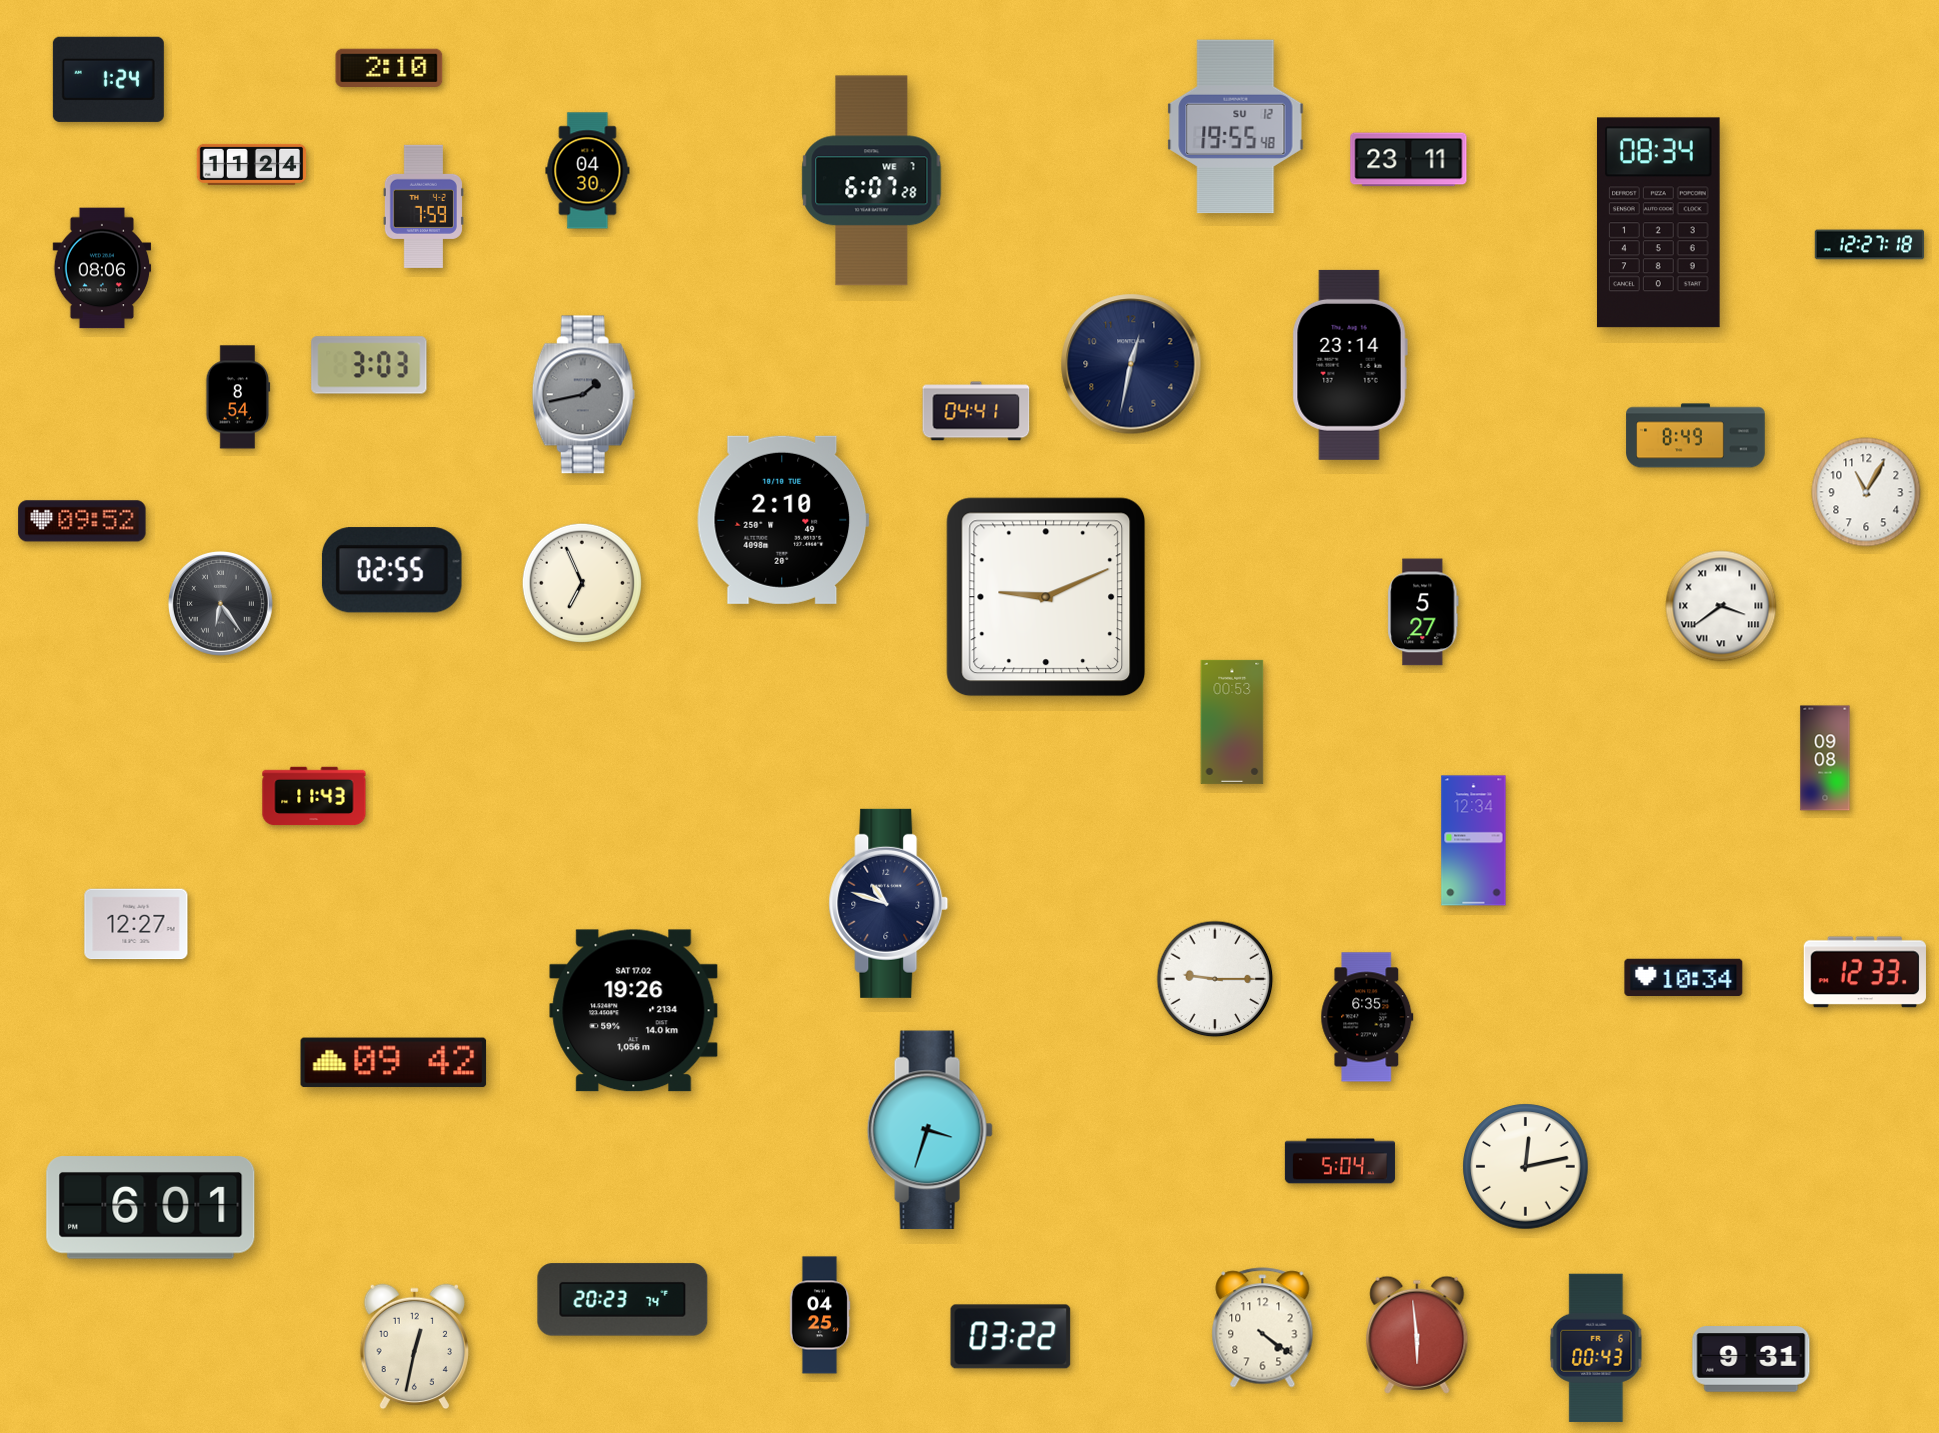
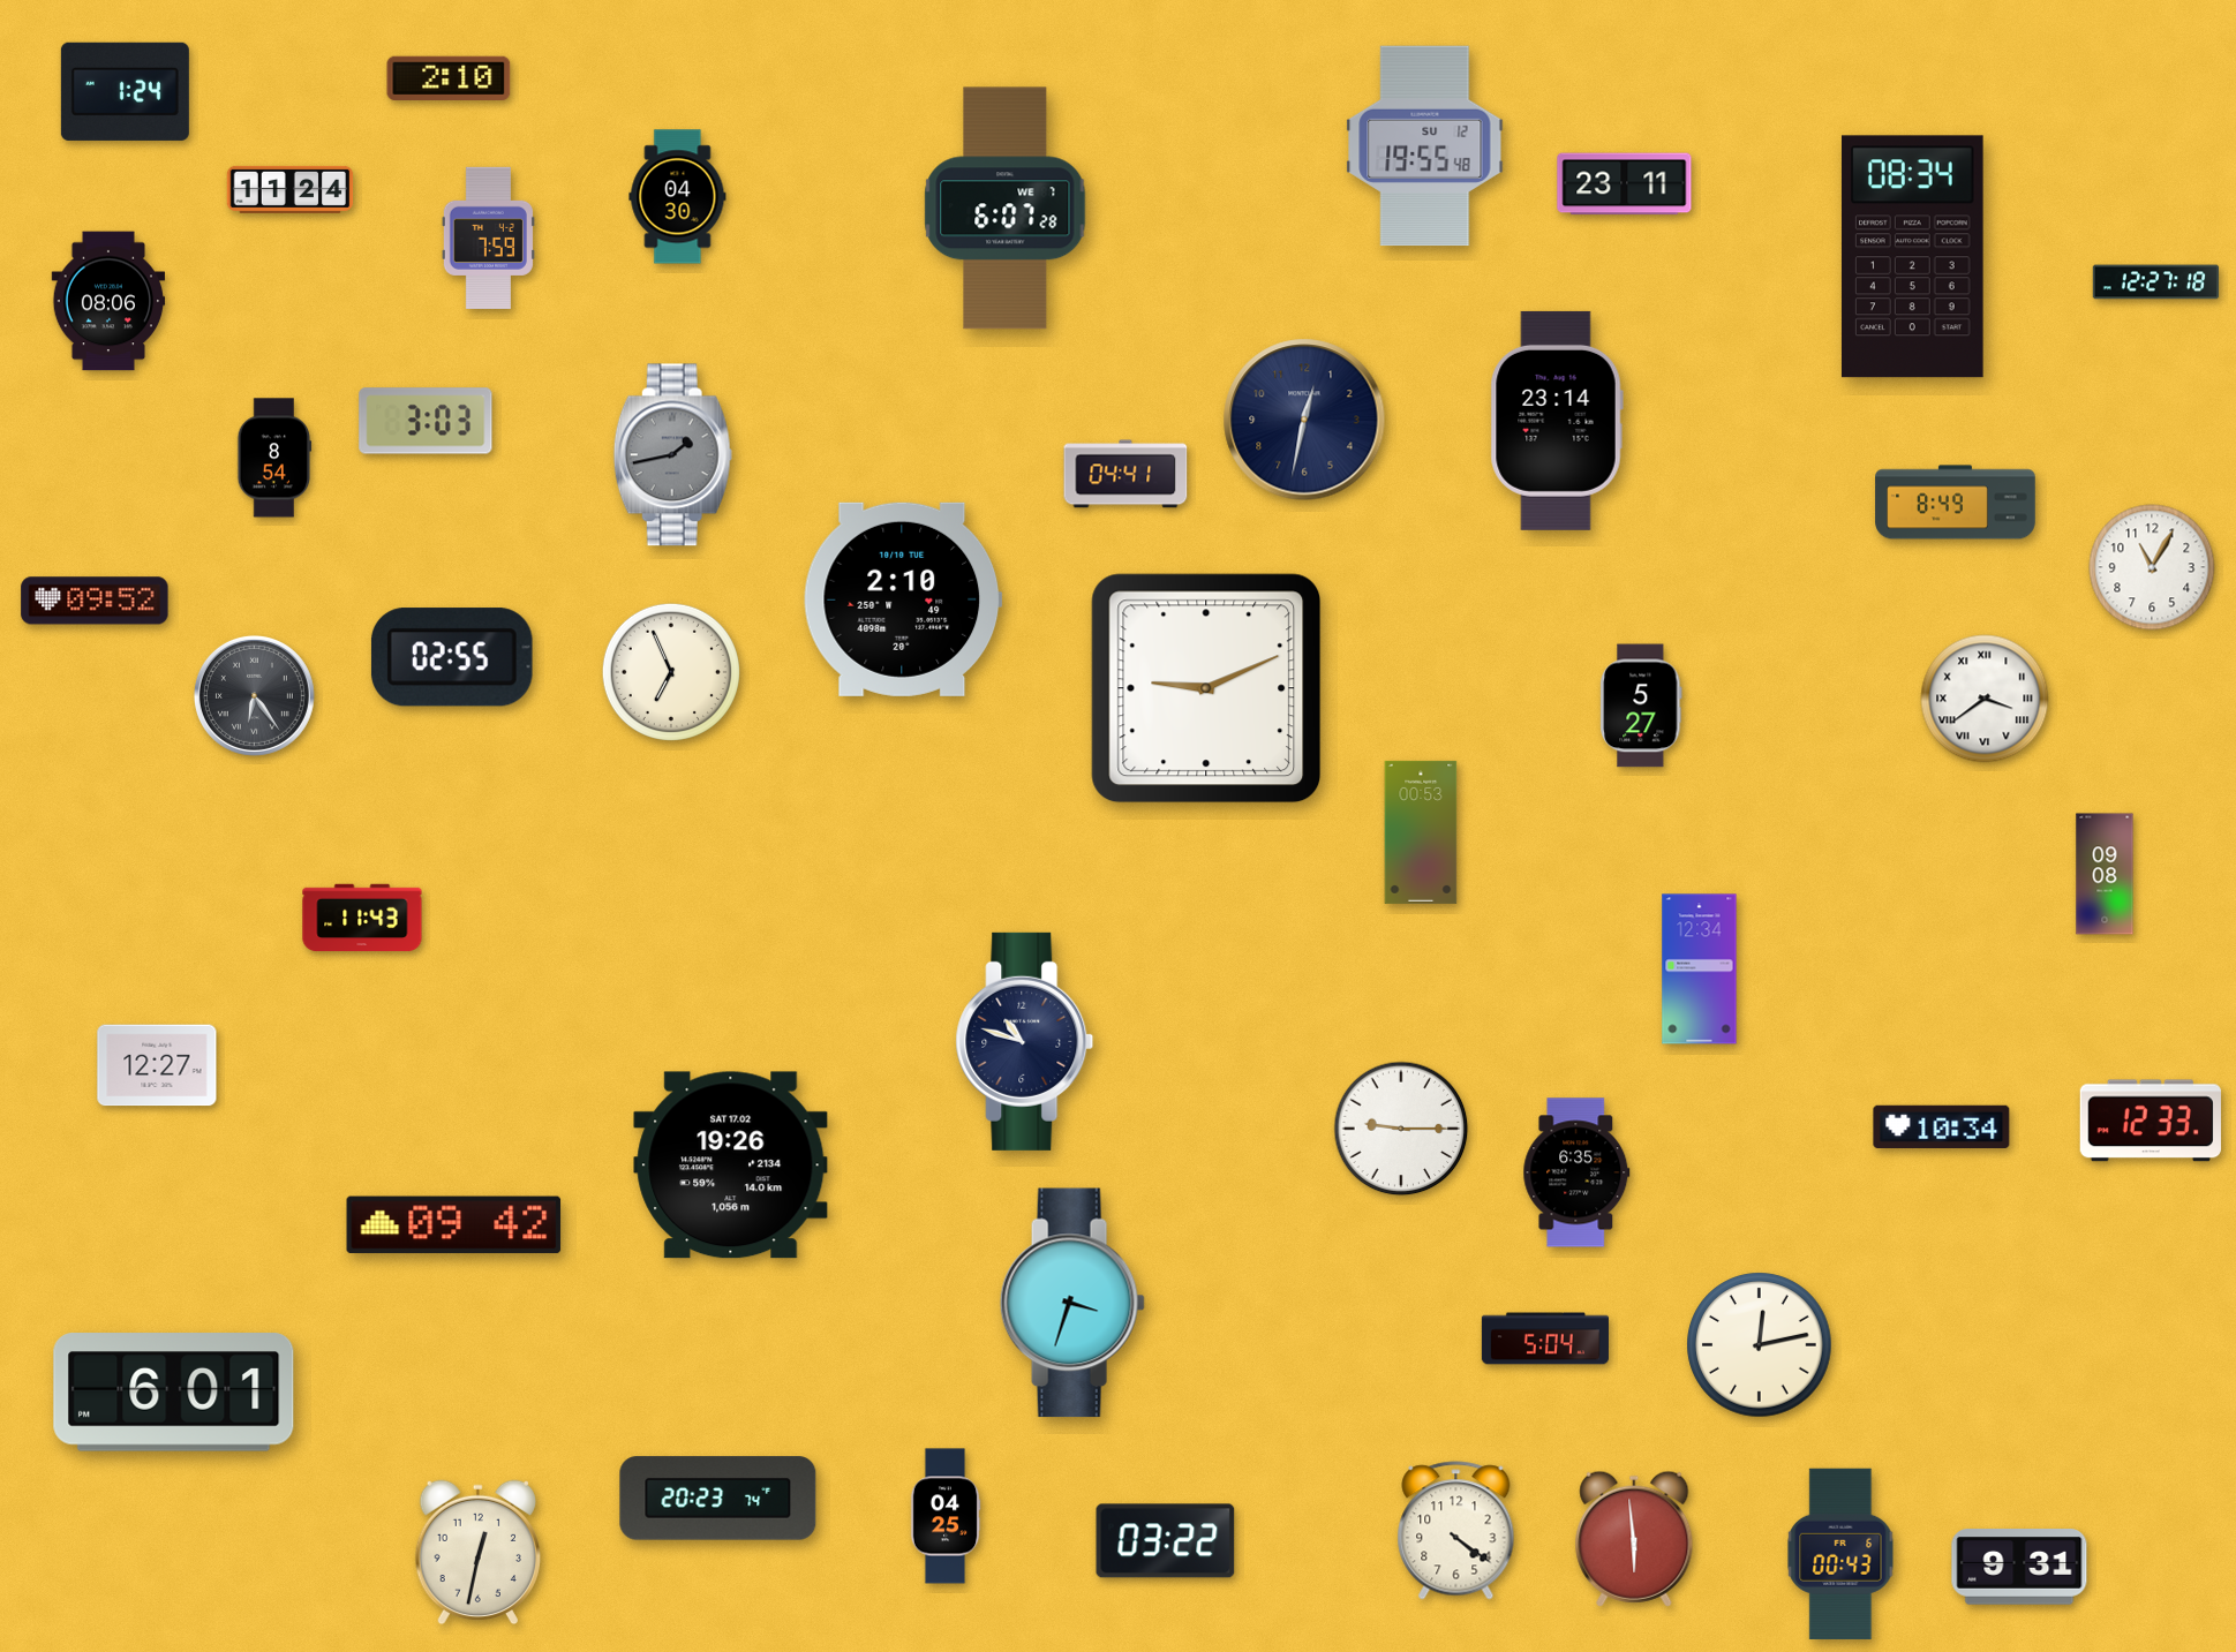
clock at (102, 268) position: (102, 268) -> (108, 301)
